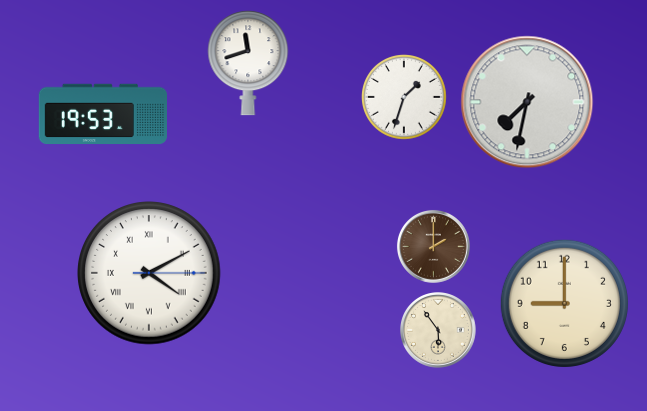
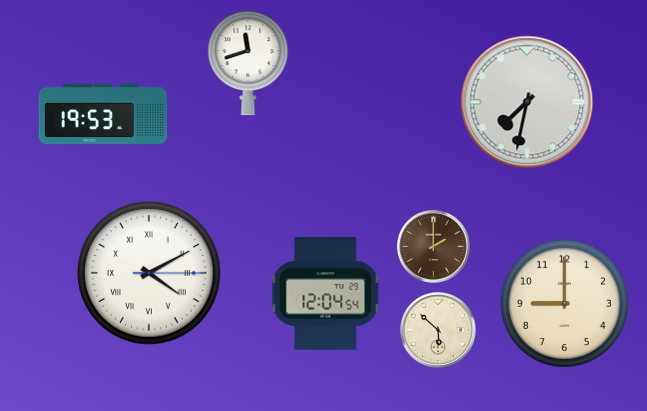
clock at (405, 98): 1:33 -> none
clock at (326, 294): none -> 12:04
clock at (439, 331): 5:54 -> 5:52
